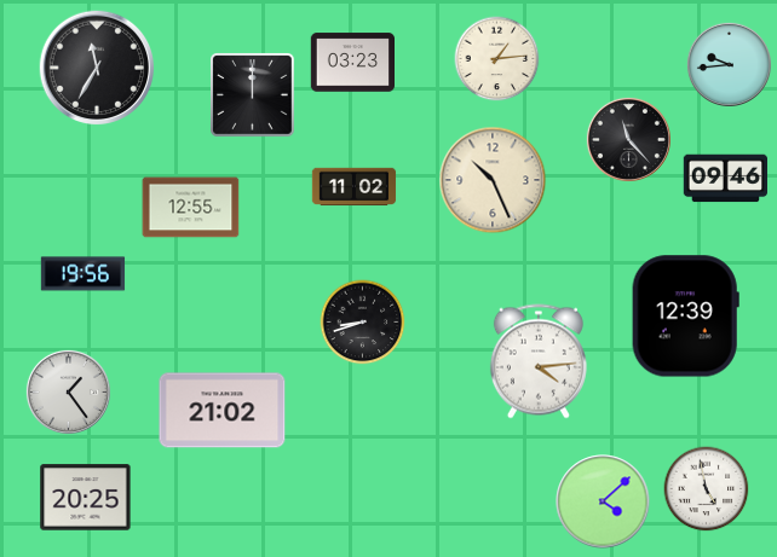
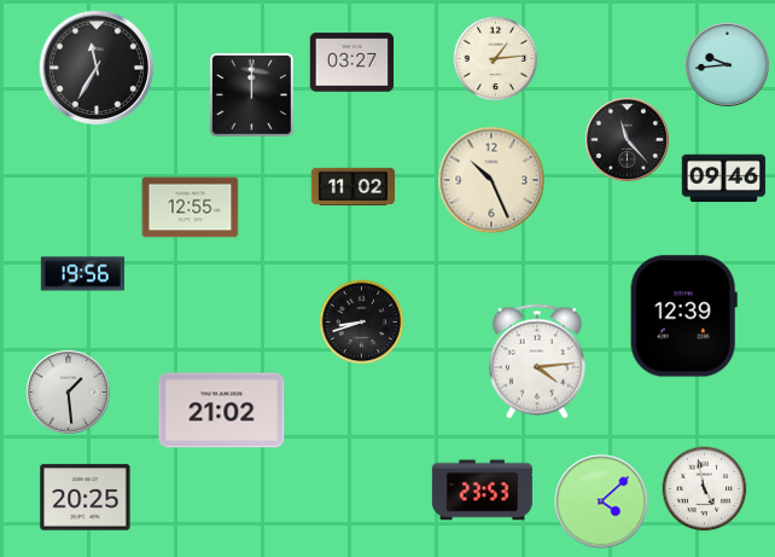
clock at (352, 63): 03:23 -> 03:27
clock at (68, 391): 1:24 -> 1:29
clock at (482, 491): none -> 23:53
